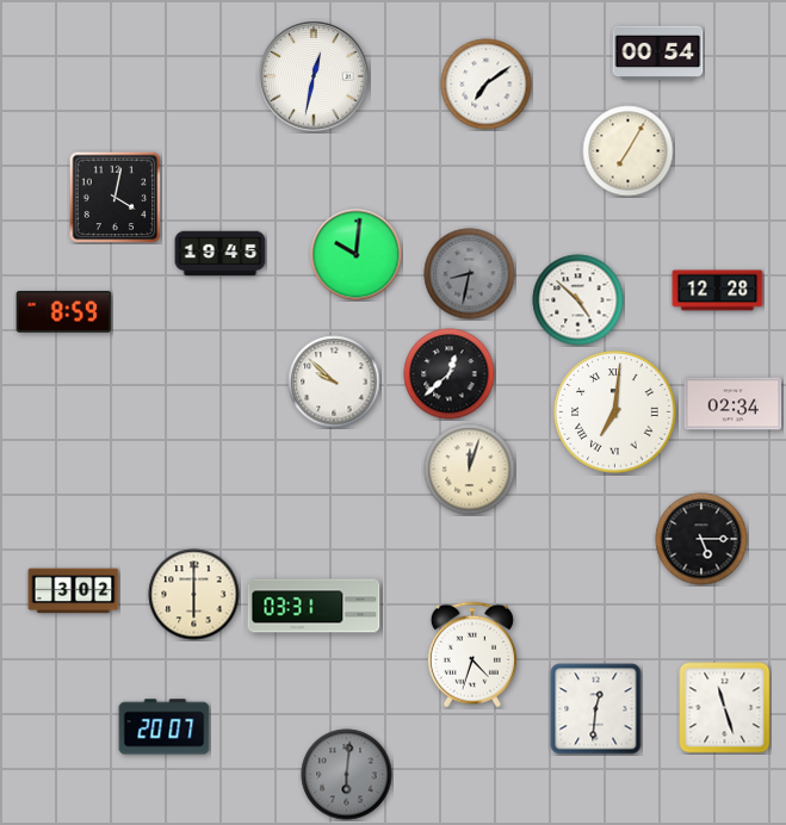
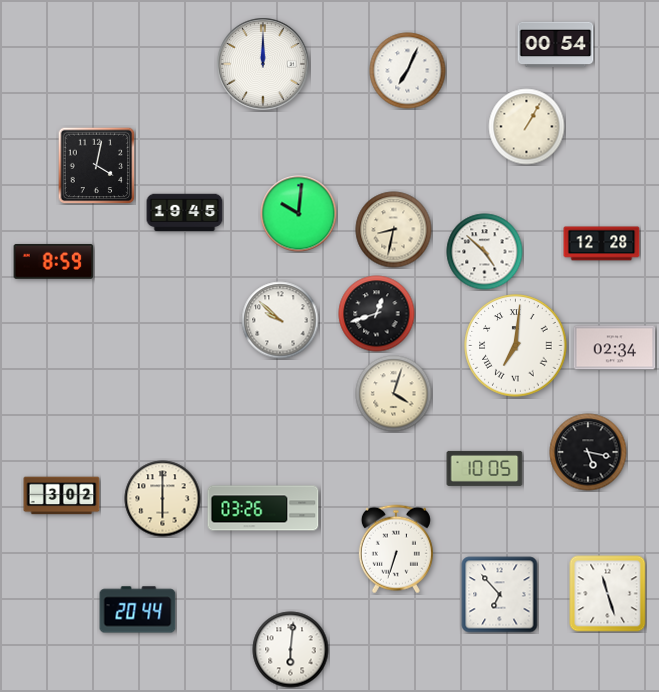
clock at (658, 54) position: (658, 54) -> (556, 45)
clock at (314, 76): 12:32 -> 12:00
clock at (487, 85): 7:09 -> 7:04
clock at (629, 151): 7:05 -> 1:05
clock at (470, 274) dial: grey -> cream
clock at (450, 374): 12:38 -> 12:42
clock at (734, 404) position: (734, 404) -> (615, 348)
clock at (470, 470): 12:03 -> 4:03
clock at (701, 539): 5:15 -> 5:17
clock at (485, 468): none -> 10:05
clock at (314, 606): 03:31 -> 03:26
clock at (472, 655): 4:33 -> 6:33
clock at (596, 709): 12:31 -> 6:53
clock at (165, 727): 20:07 -> 20:44
clock at (347, 775) dial: grey -> white
